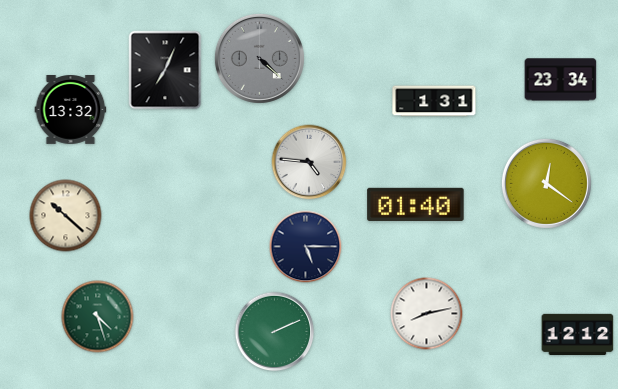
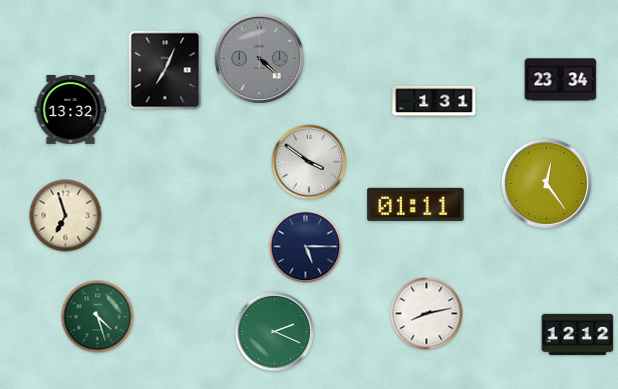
clock at (309, 162): 4:46 -> 3:51
clock at (546, 183): 12:21 -> 12:24
clock at (416, 204): 01:40 -> 01:11
clock at (66, 216): 10:22 -> 6:57
clock at (275, 332): 2:11 -> 2:19
